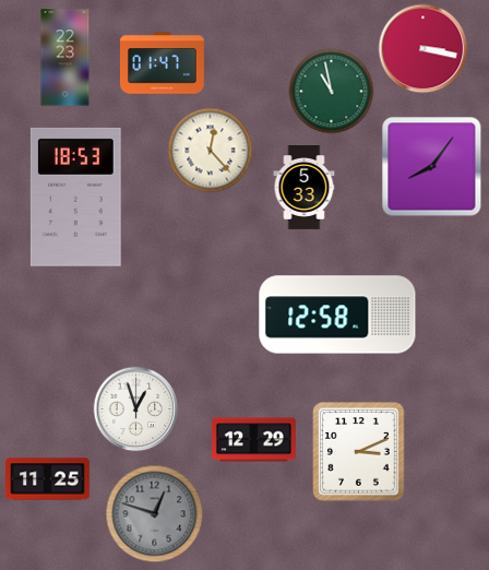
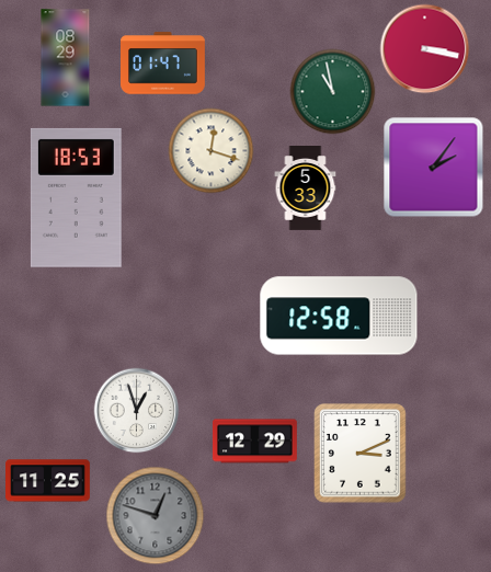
clock at (65, 58): 22:23 -> 08:29
clock at (210, 150): 12:23 -> 12:18
clock at (431, 166): 8:06 -> 2:06
